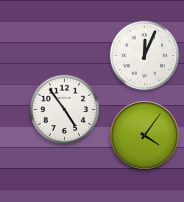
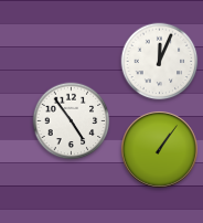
clock at (144, 135): 4:06 -> 1:06
